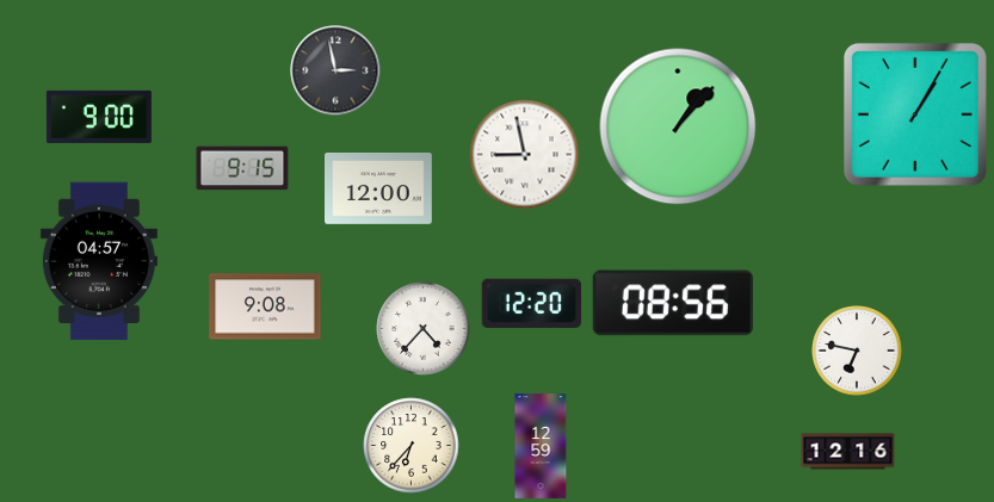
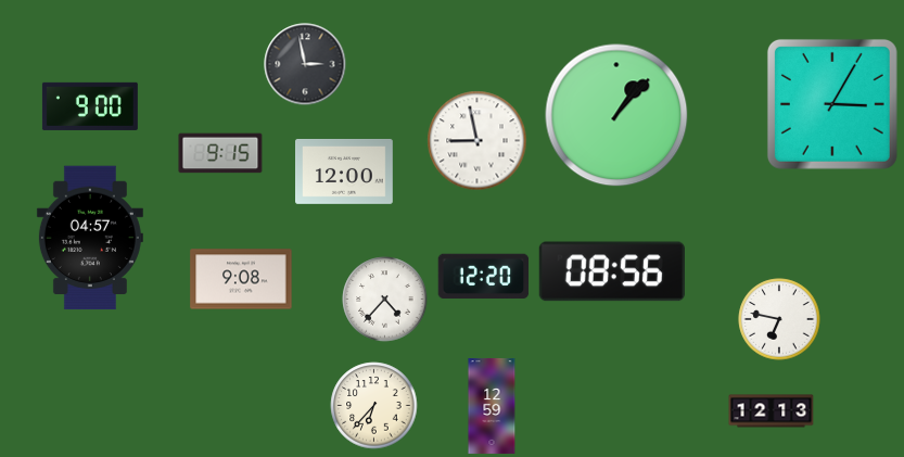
clock at (915, 114): 1:05 -> 3:05
clock at (673, 303) position: (673, 303) -> (612, 271)
clock at (848, 452): 12:16 -> 12:13
